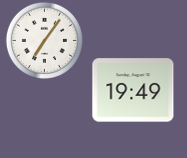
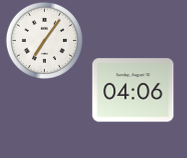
clock at (133, 90): 19:49 -> 04:06
